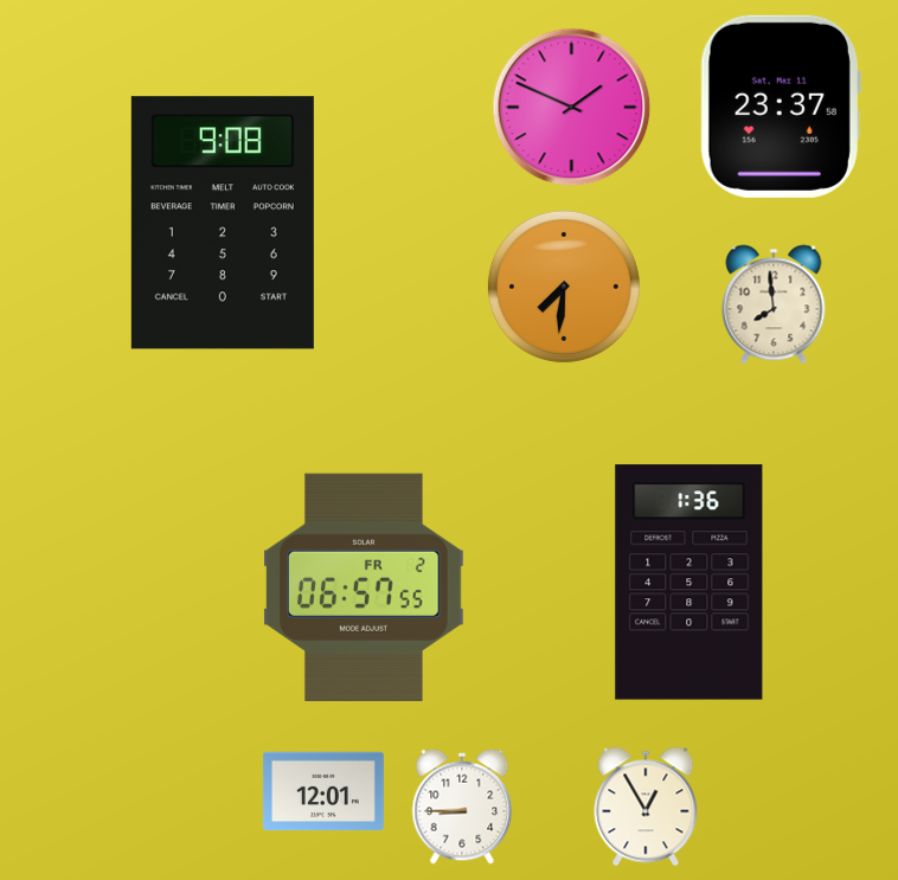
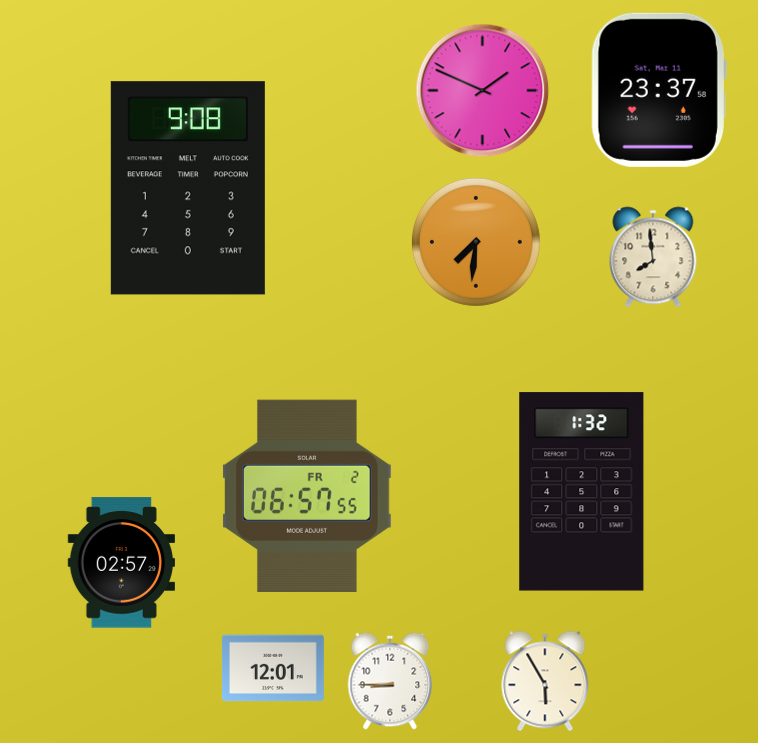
clock at (689, 583): 1:36 -> 1:32
clock at (121, 563): none -> 02:57
clock at (646, 807): 12:55 -> 5:55
